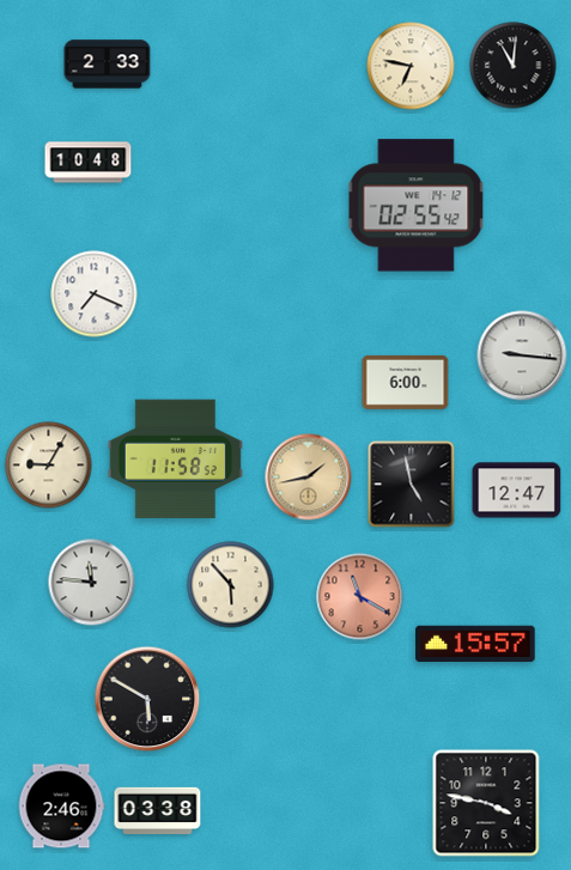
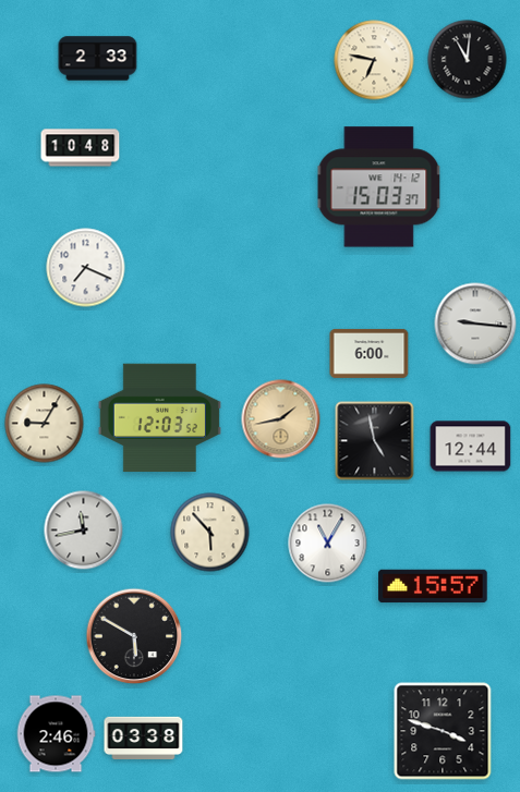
clock at (417, 206): 02:55 -> 15:03
clock at (406, 382) position: (406, 382) -> (370, 353)
clock at (175, 460): 11:58 -> 12:03
clock at (309, 477) position: (309, 477) -> (281, 419)
clock at (517, 491): 12:47 -> 12:44
clock at (92, 583): 11:46 -> 11:43
clock at (360, 597): 11:20 -> 11:05
clock at (360, 597) dial: salmon -> white
clock at (486, 803): 3:47 -> 3:48
